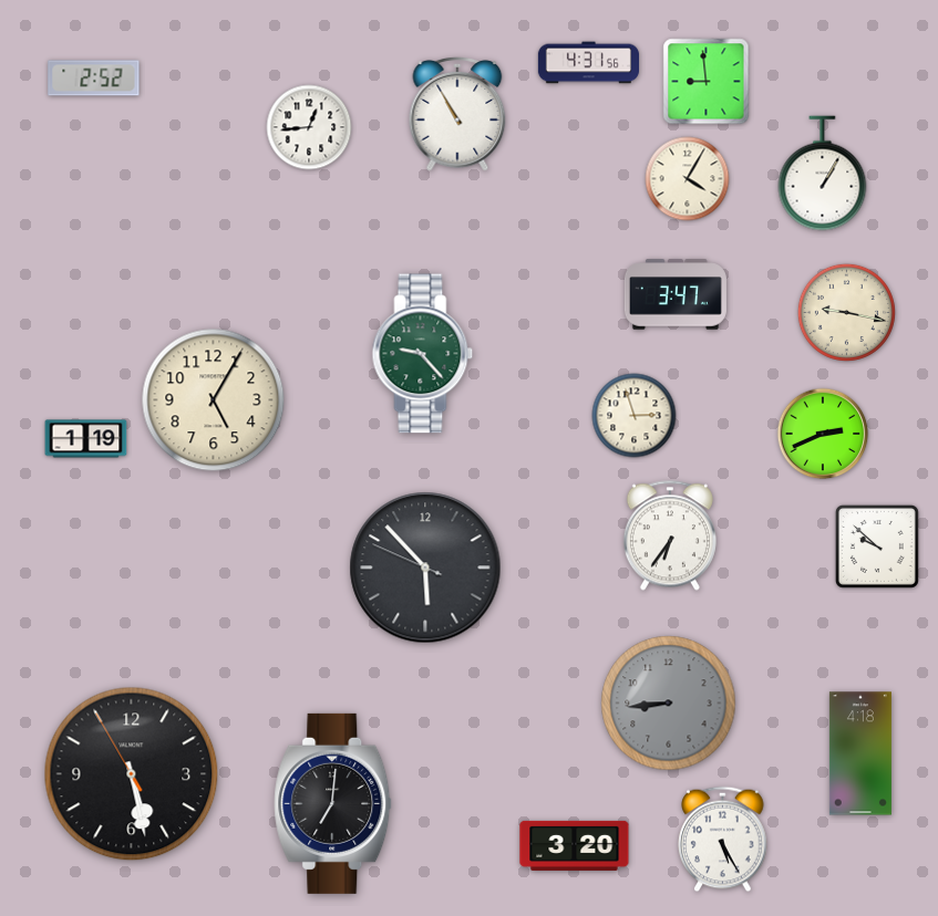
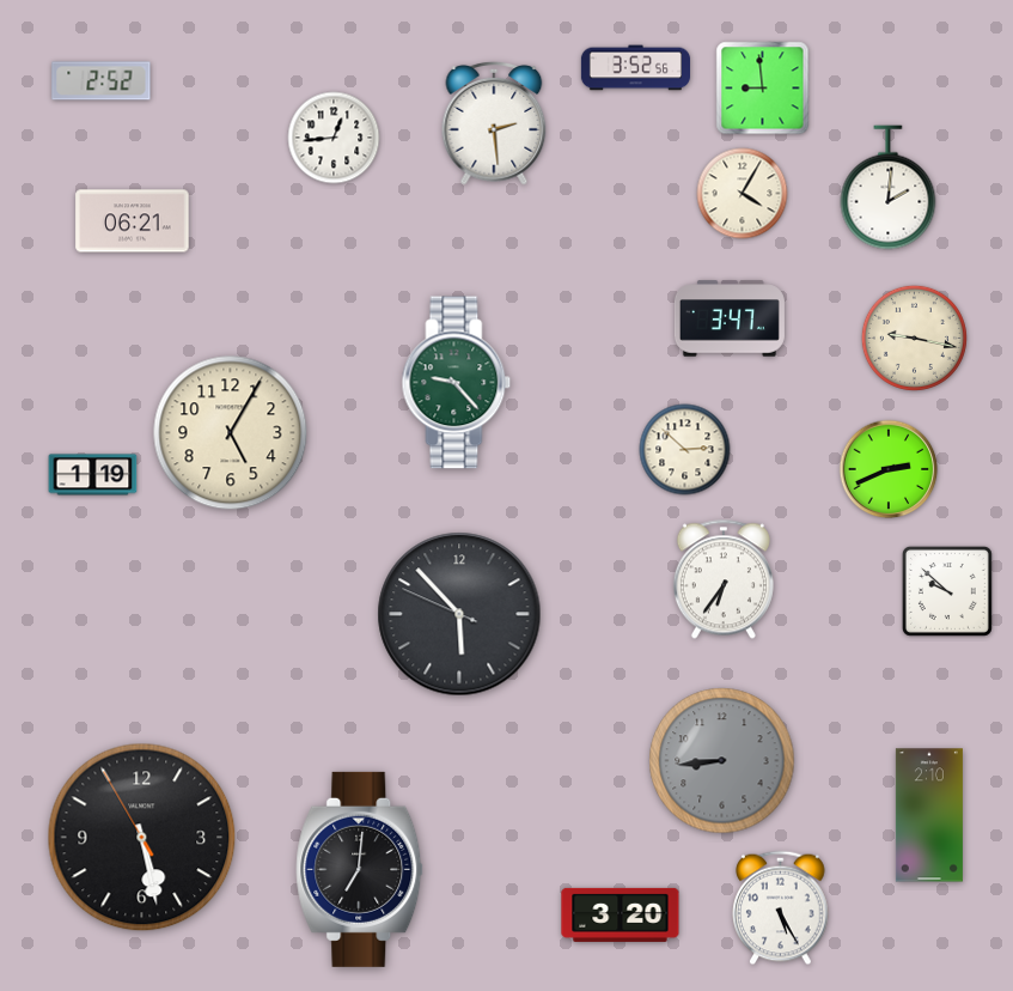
clock at (588, 63): 4:31 -> 3:52
clock at (94, 79) position: (94, 79) -> (102, 81)
clock at (457, 115): 10:55 -> 2:29
clock at (823, 174): 1:05 -> 2:01
clock at (133, 221): none -> 06:21
clock at (635, 416): 2:57 -> 2:52
clock at (860, 753): 4:18 -> 2:10
